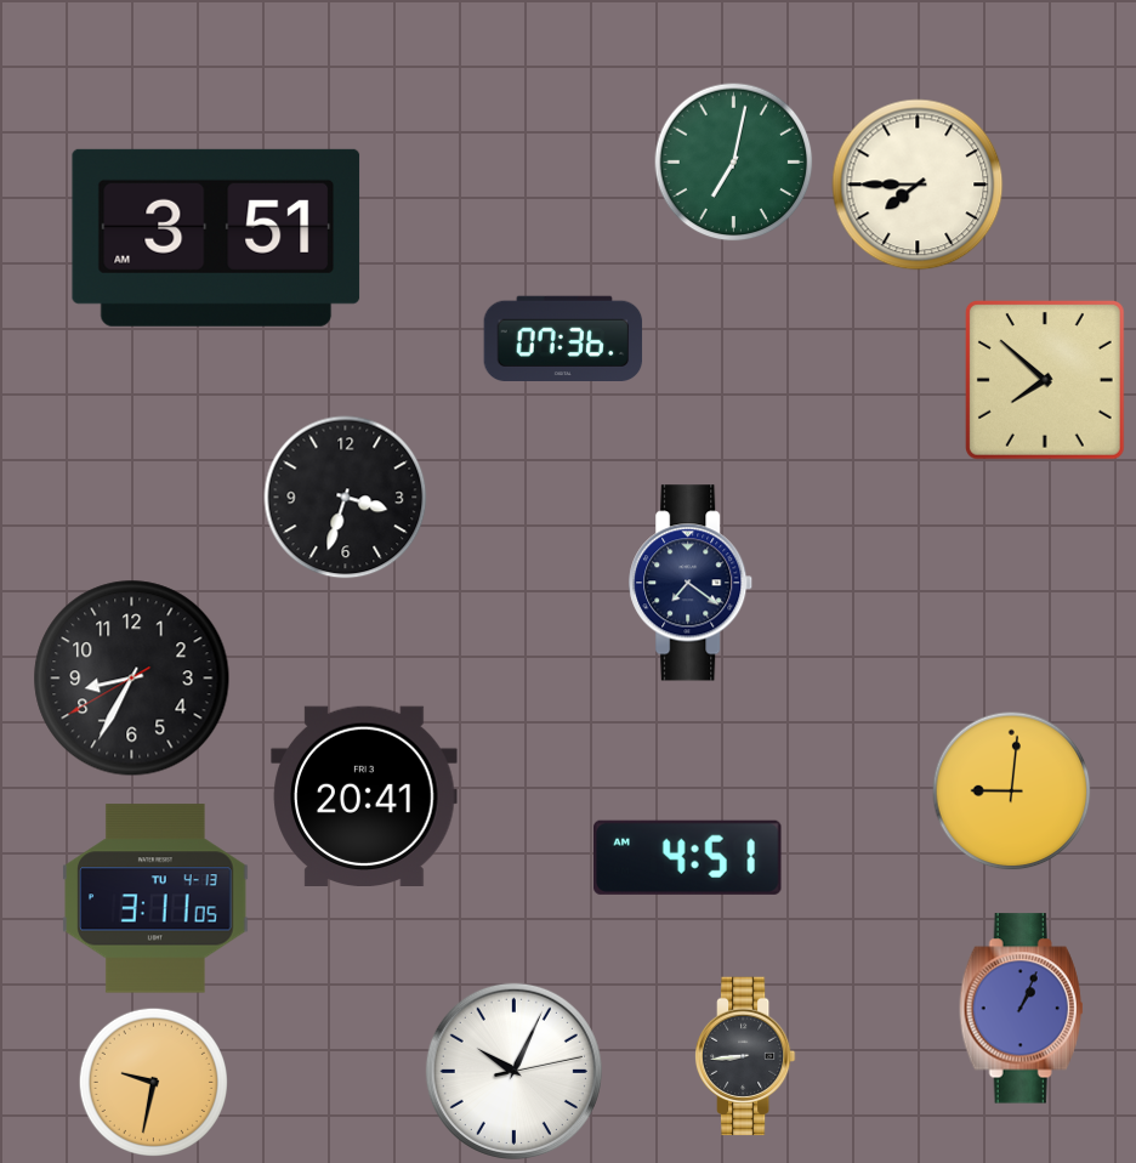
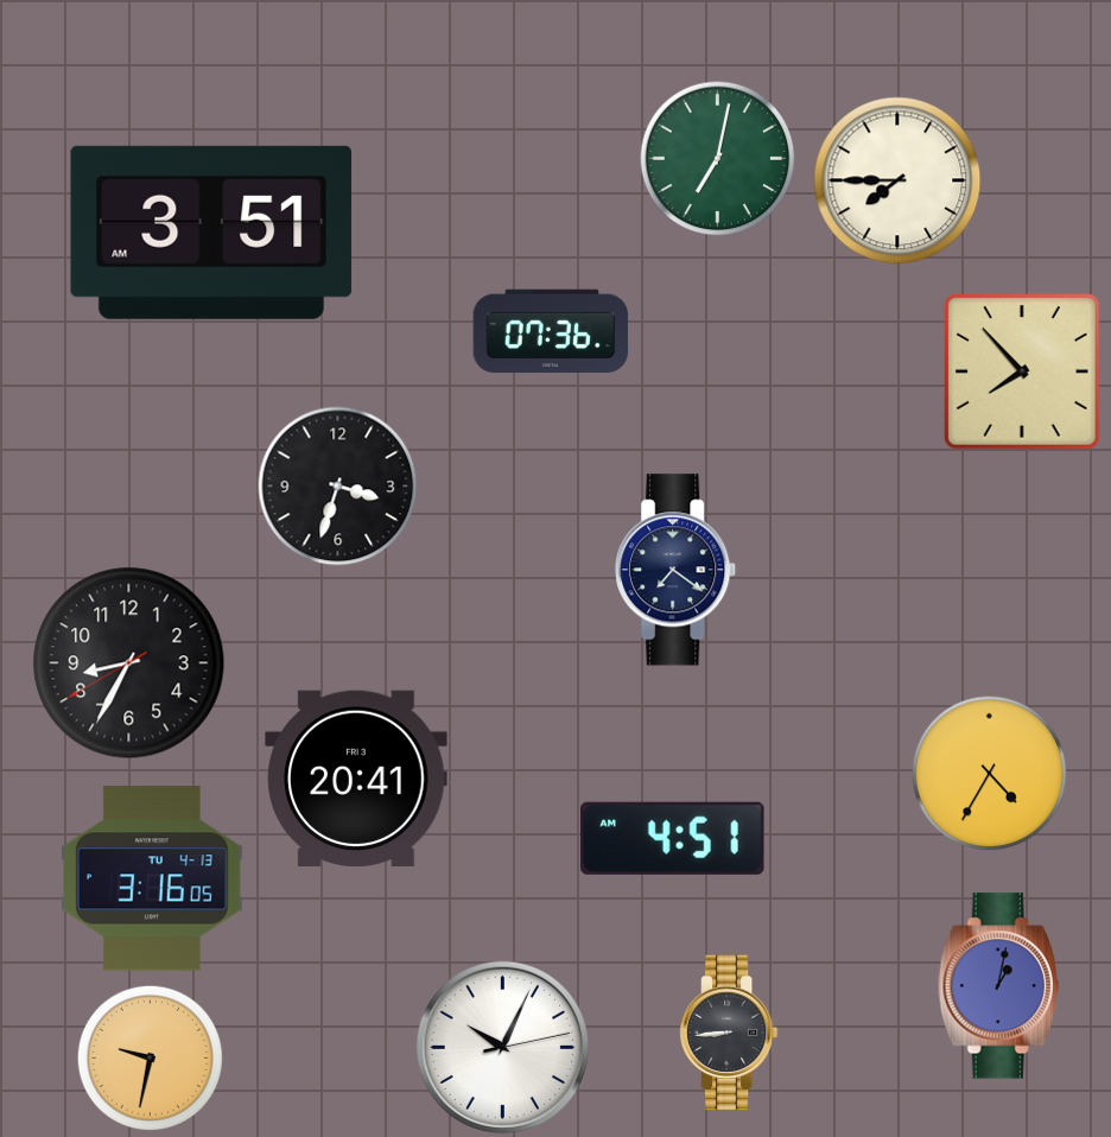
clock at (1045, 380): 7:52 -> 7:53
clock at (1012, 792): 9:01 -> 4:35
clock at (155, 898): 3:11 -> 3:16
clock at (1022, 1009): 1:04 -> 1:02
